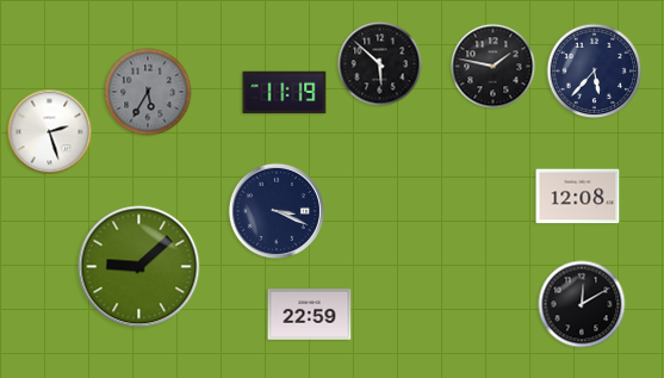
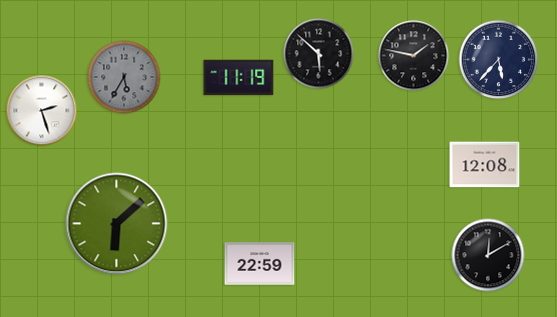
clock at (277, 211): 3:19 -> none
clock at (139, 267): 9:08 -> 6:08
